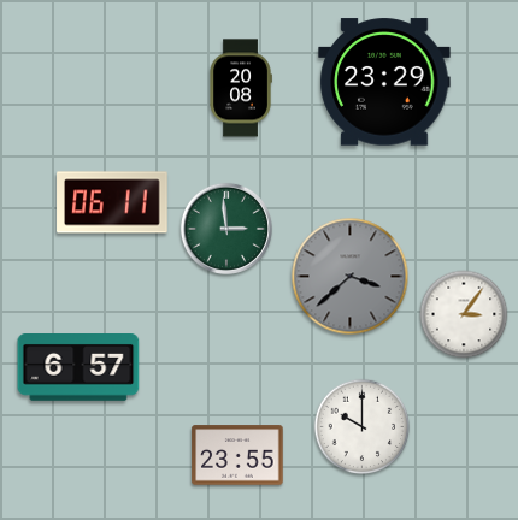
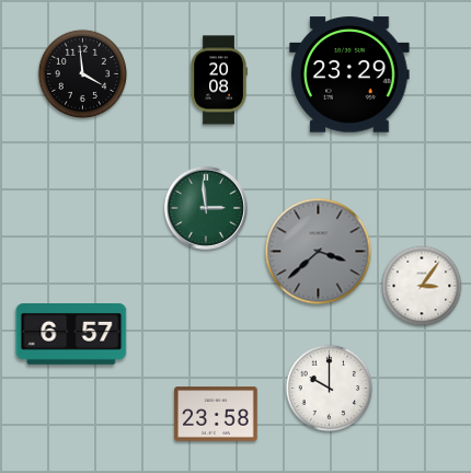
clock at (82, 73): none -> 3:59
clock at (112, 202): 06:11 -> none
clock at (237, 455): 23:55 -> 23:58
